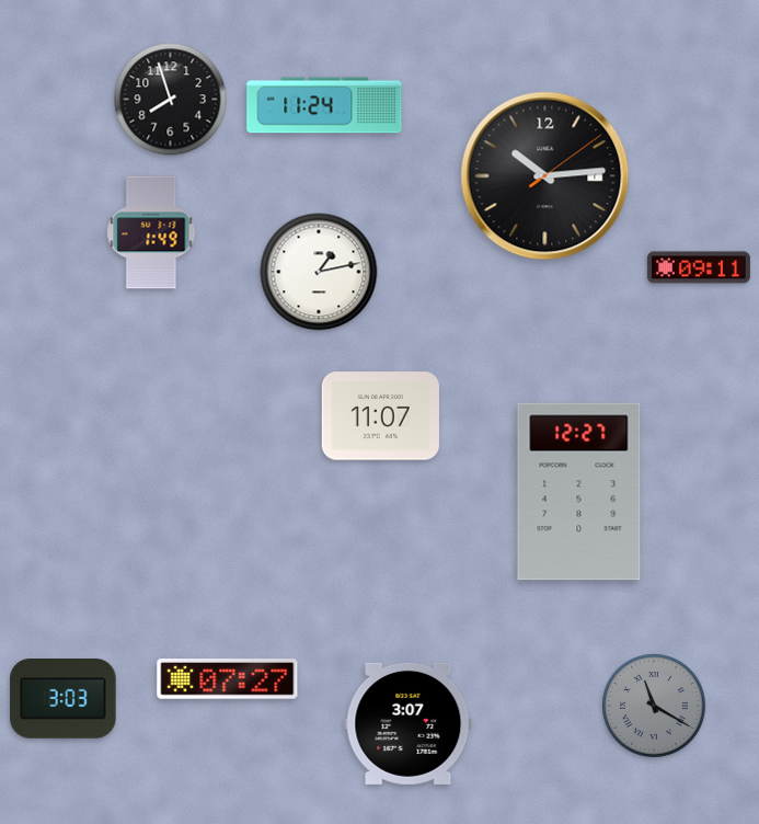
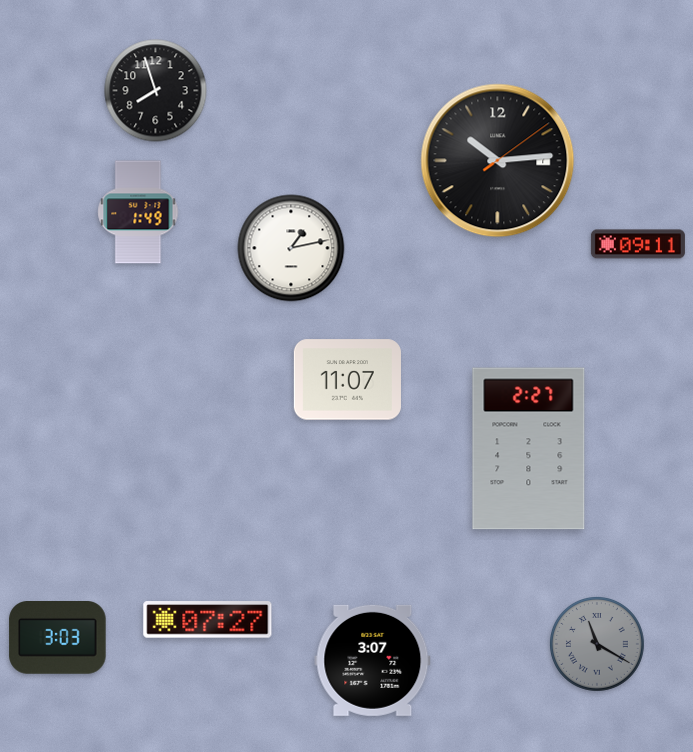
clock at (324, 105): 11:24 -> none
clock at (579, 492): 12:27 -> 2:27
